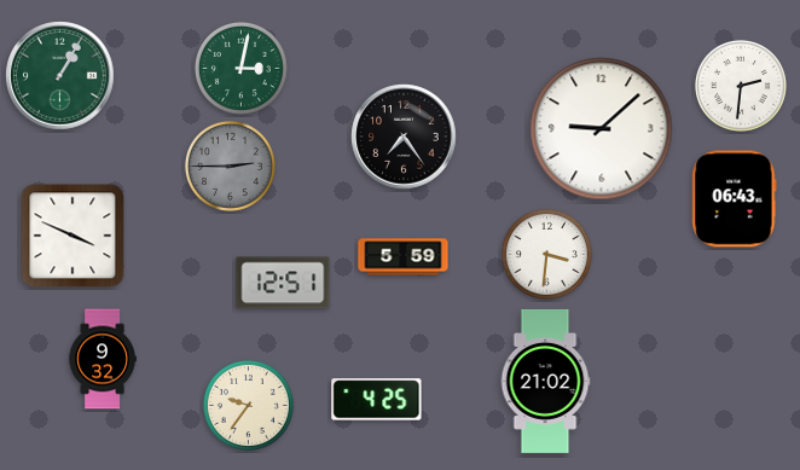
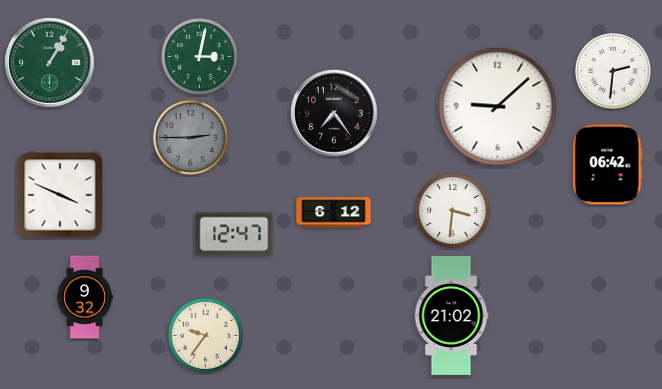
clock at (735, 199): 06:43 -> 06:42
clock at (404, 257): 5:59 -> 6:12
clock at (283, 283): 12:51 -> 12:47
clock at (377, 400): 4:25 -> none
